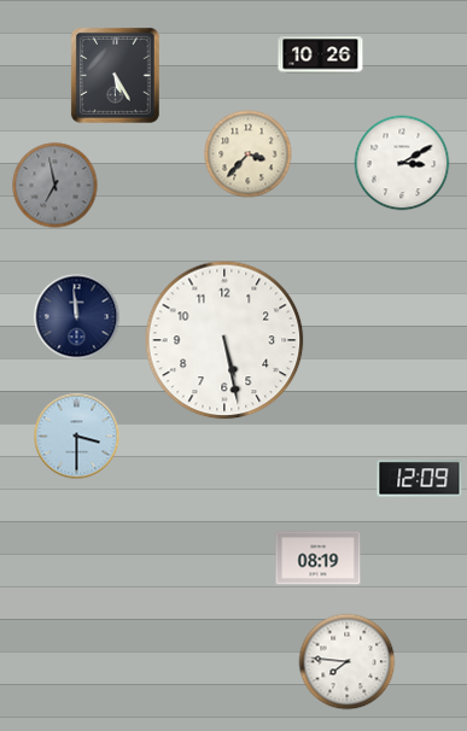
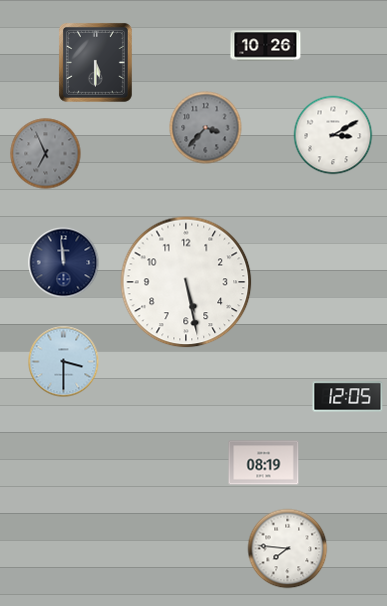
clock at (115, 75): 5:25 -> 5:30
clock at (249, 154) dial: cream -> grey
clock at (56, 186): 6:58 -> 6:56
clock at (420, 479): 12:09 -> 12:05
